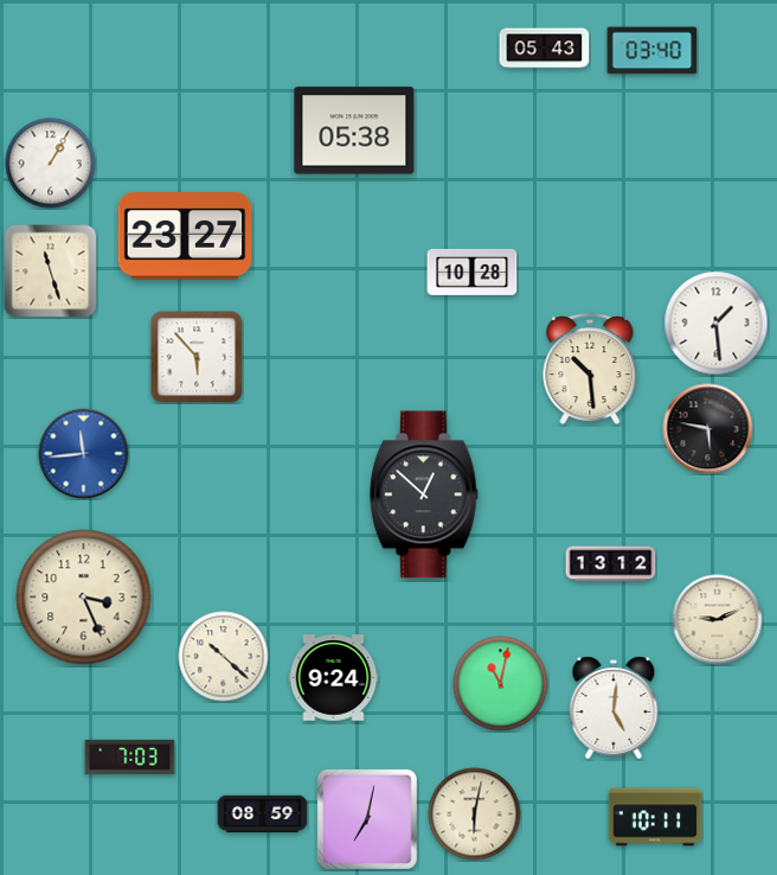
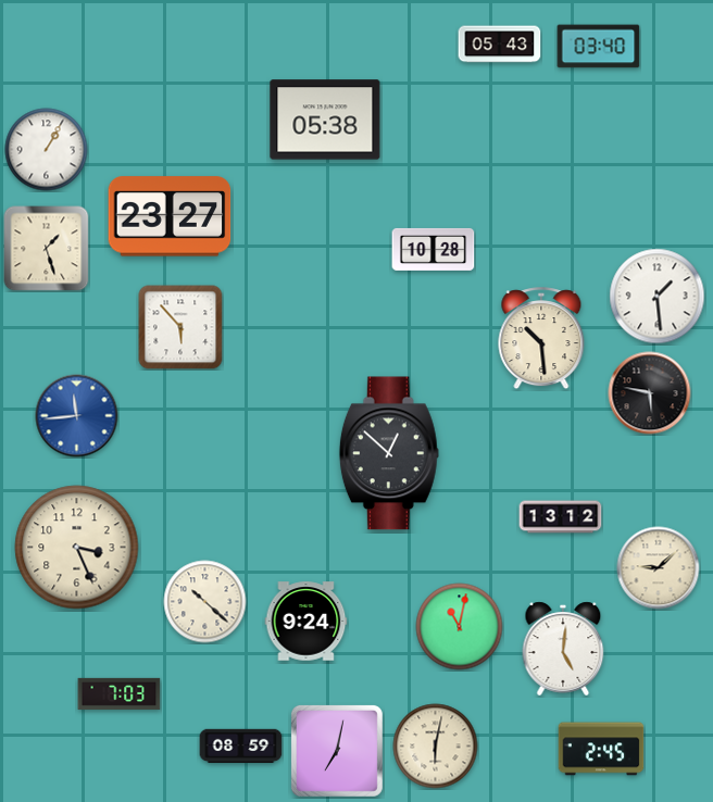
clock at (51, 272): 11:27 -> 1:27
clock at (718, 620): 9:11 -> 9:08
clock at (655, 817): 10:11 -> 2:45
